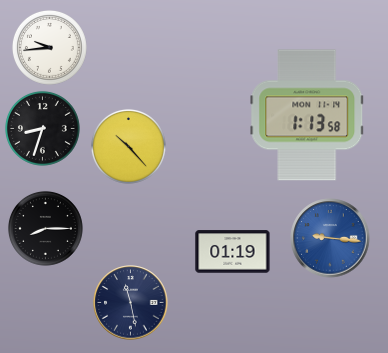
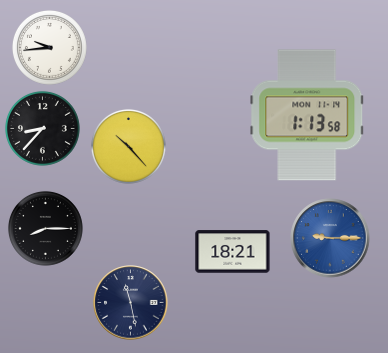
clock at (42, 128): 8:33 -> 8:37
clock at (330, 238): 9:16 -> 9:15
clock at (233, 252): 01:19 -> 18:21
